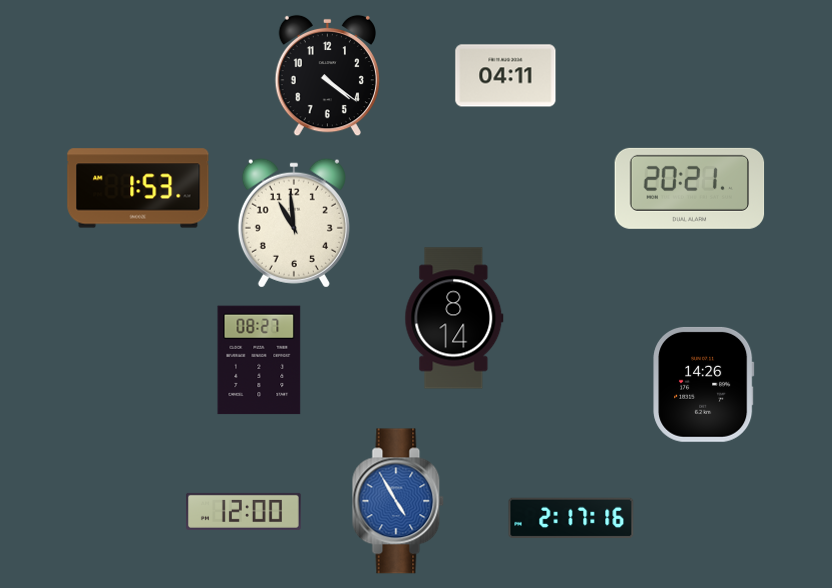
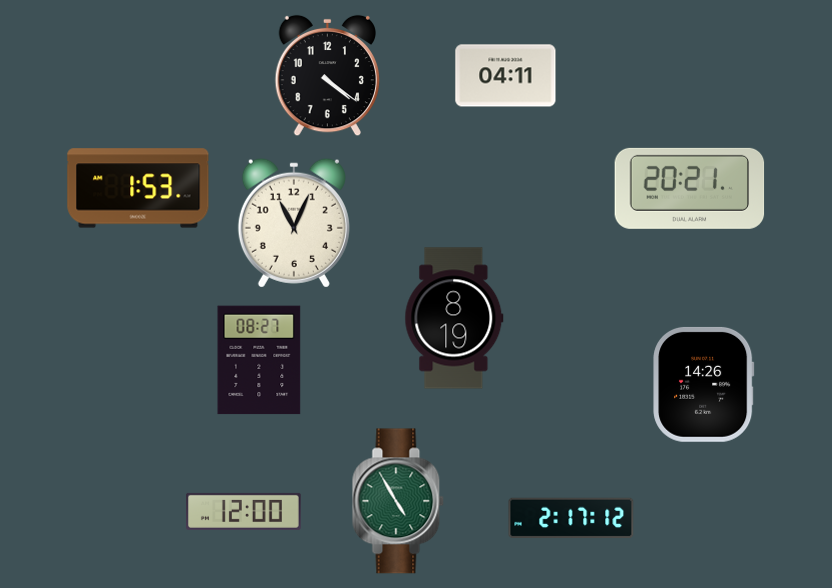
clock at (294, 223): 10:59 -> 11:04
clock at (454, 318): 8:14 -> 8:19
clock at (398, 501) dial: blue -> green
clock at (571, 518): 2:17:16 -> 2:17:12
